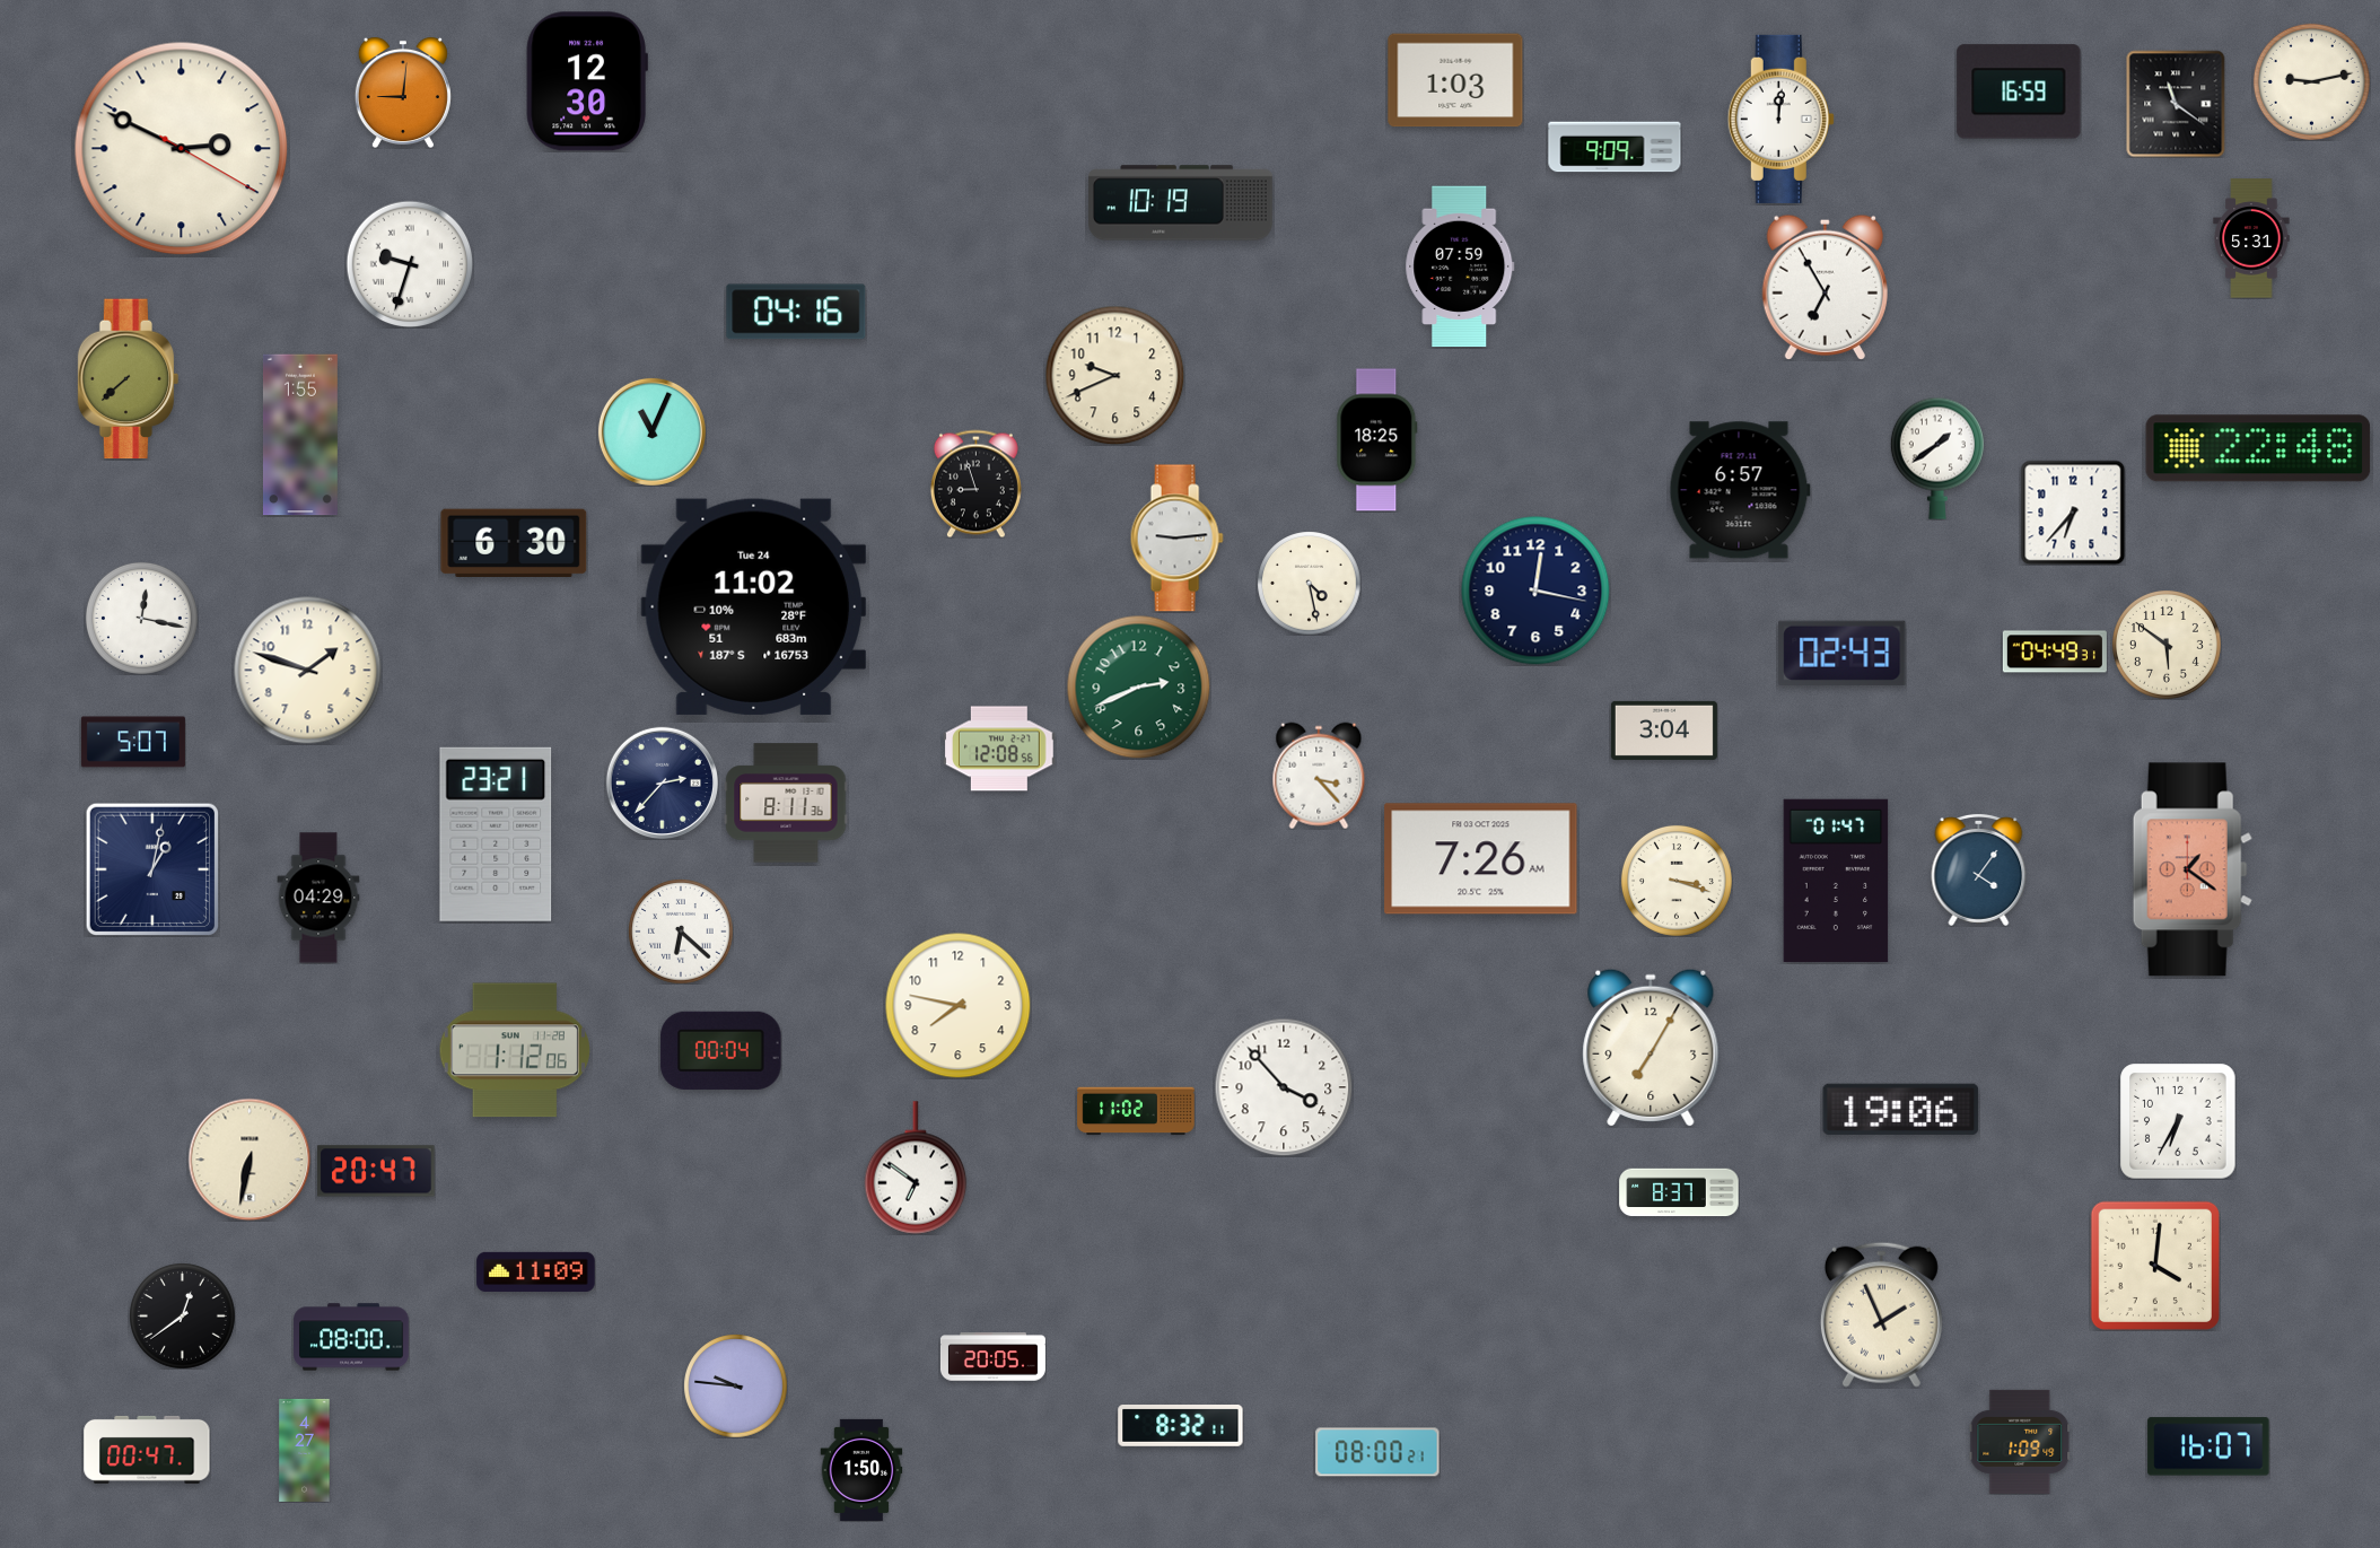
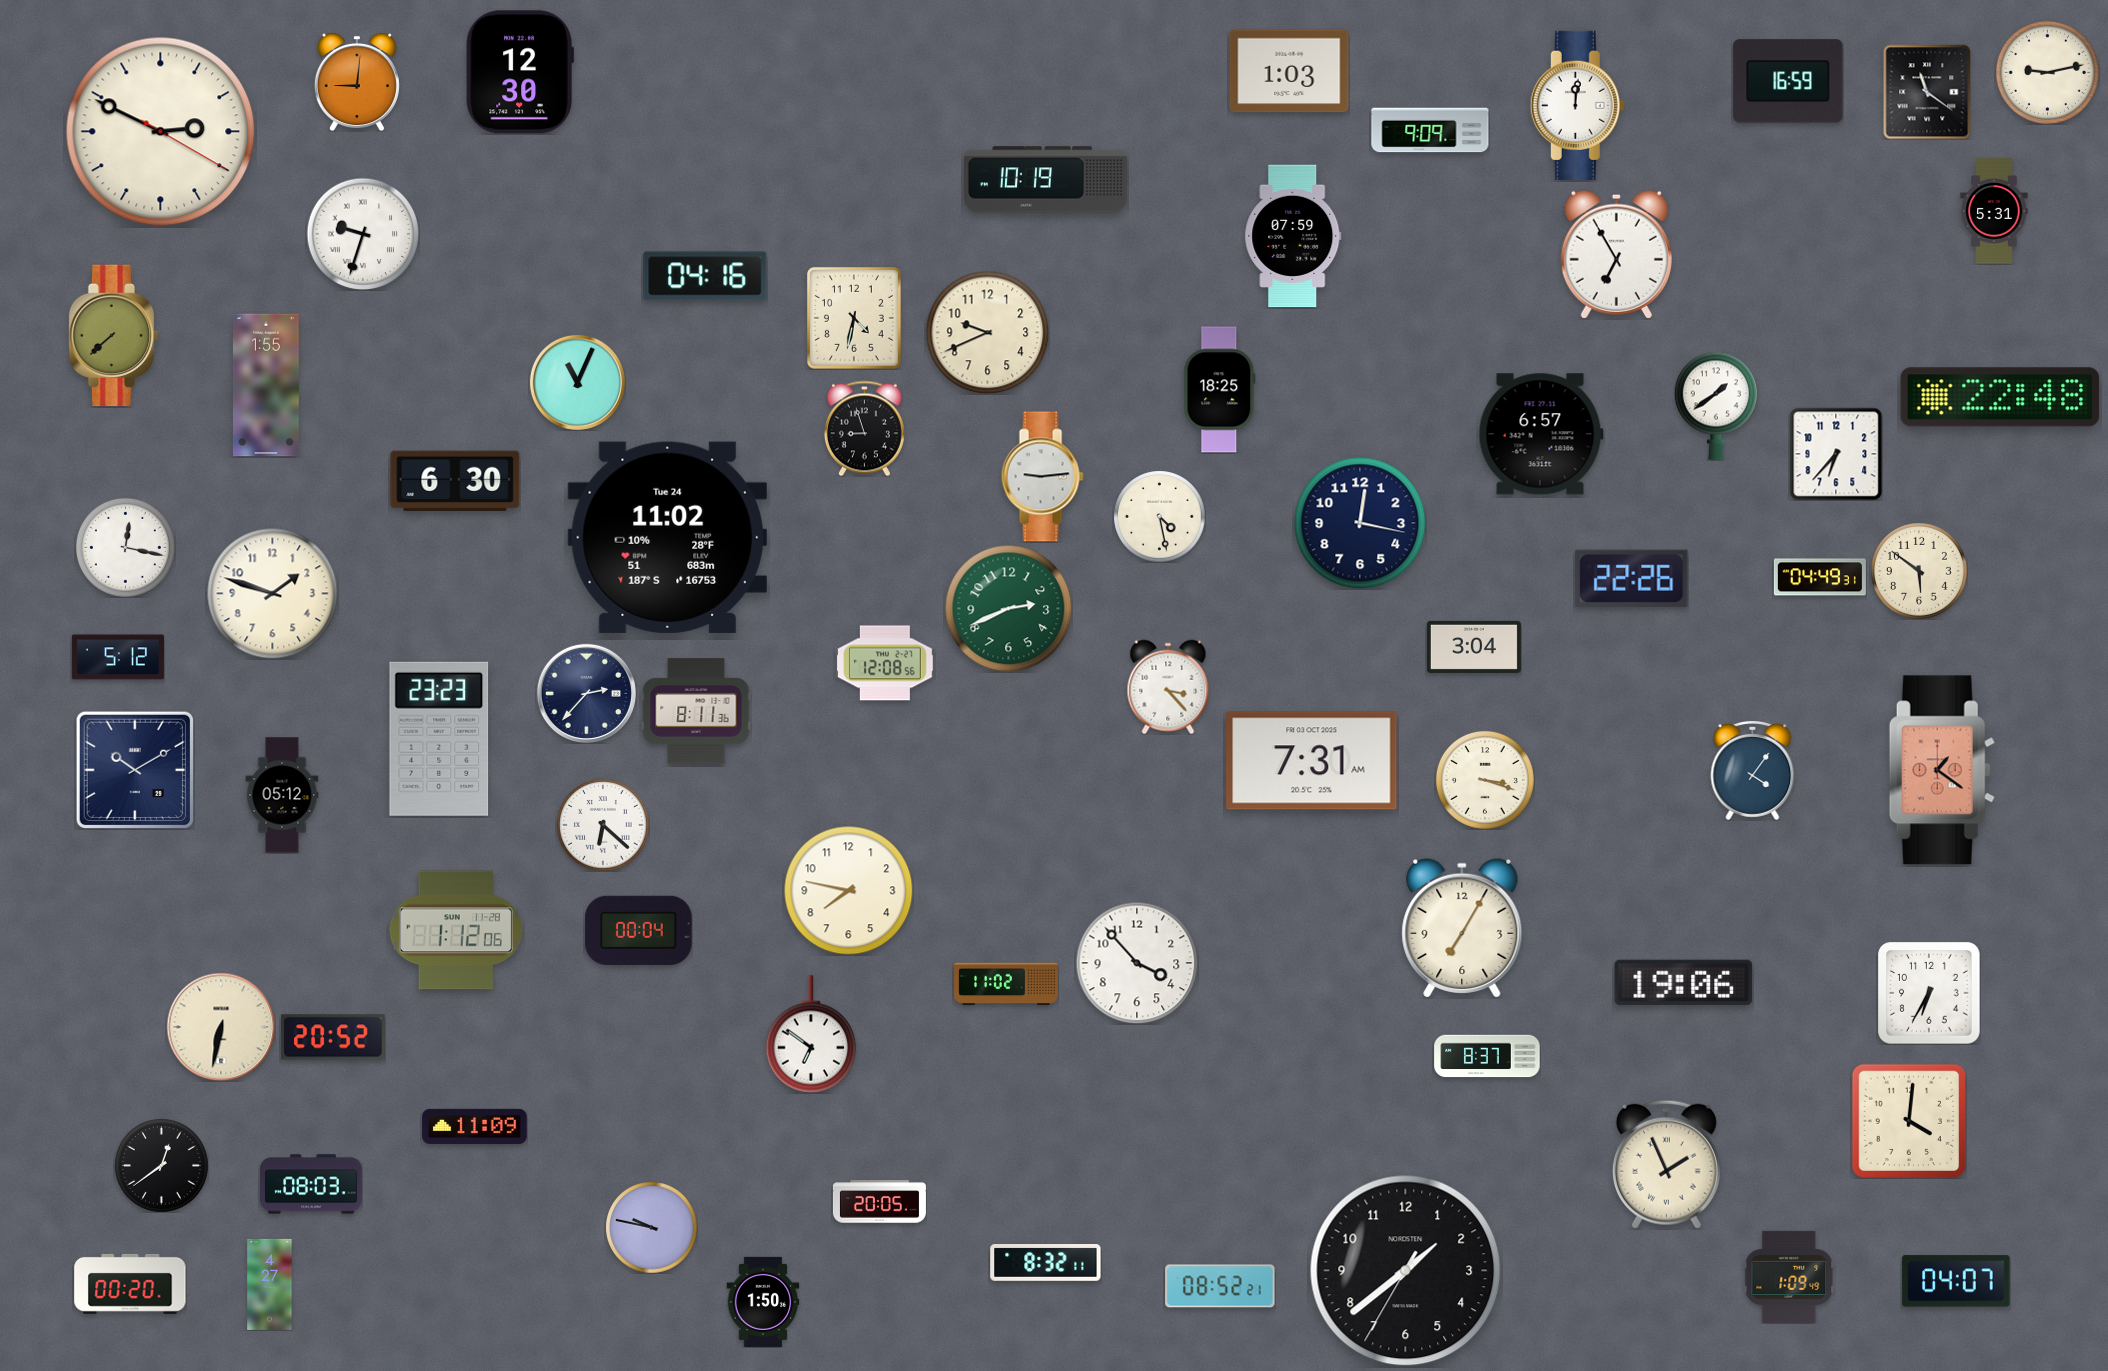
clock at (854, 318): none -> 4:32
clock at (1843, 653): 02:43 -> 22:26
clock at (133, 742): 5:07 -> 5:12
clock at (496, 834): 23:21 -> 23:23
clock at (1481, 859): 7:26 -> 7:31
clock at (151, 868): 1:02 -> 10:10
clock at (1836, 881): 01:47 -> none
clock at (318, 898): 04:29 -> 05:12
clock at (376, 1171): 20:47 -> 20:52
clock at (351, 1337): 08:00 -> 08:03
clock at (735, 1385): 9:46 -> 9:47
clock at (1406, 1271): none -> 1:38
clock at (2208, 1446): 16:07 -> 04:07
clock at (147, 1450): 00:47 -> 00:20
clock at (1377, 1452): 08:00 -> 08:52
